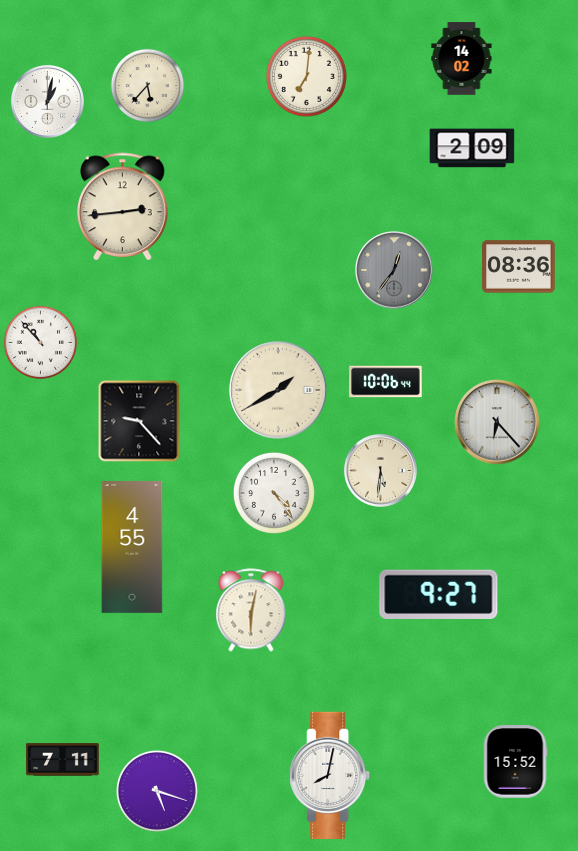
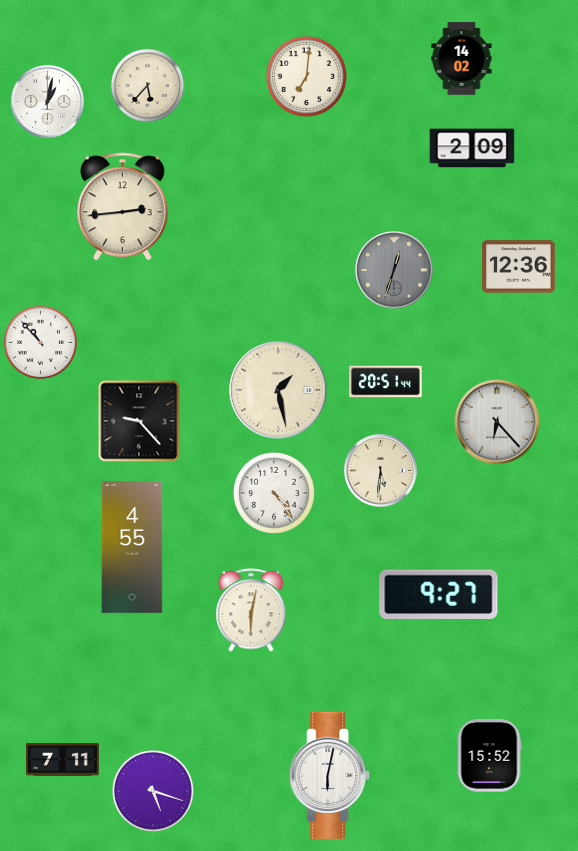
clock at (519, 267): 08:36 -> 12:36
clock at (395, 271): 12:36 -> 12:33
clock at (386, 382): 10:06 -> 20:51
clock at (278, 390): 1:40 -> 1:28
clock at (515, 762) position: (515, 762) -> (489, 756)
clock at (330, 776): 8:02 -> 6:02
clock at (157, 791) position: (157, 791) -> (153, 791)
